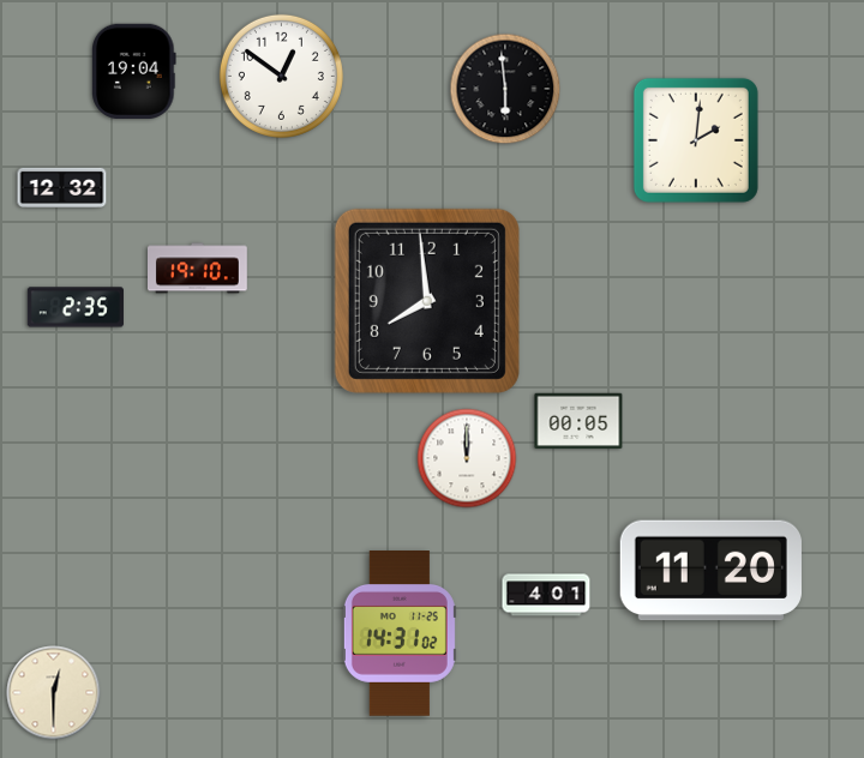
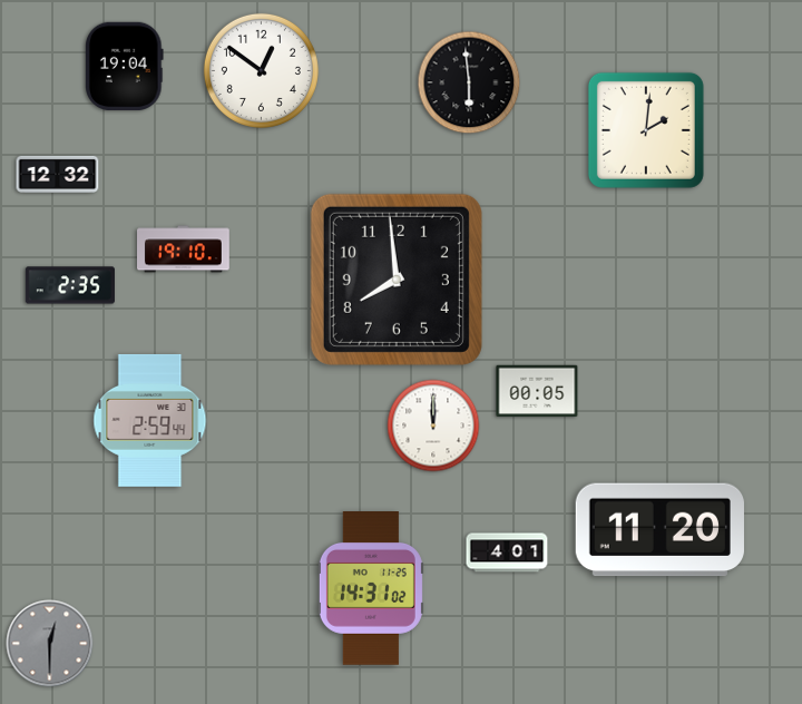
clock at (150, 420): none -> 2:59
clock at (54, 693) dial: cream -> grey
